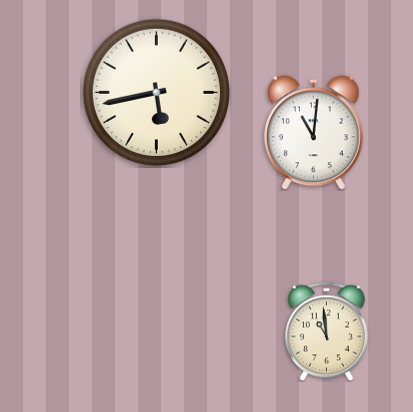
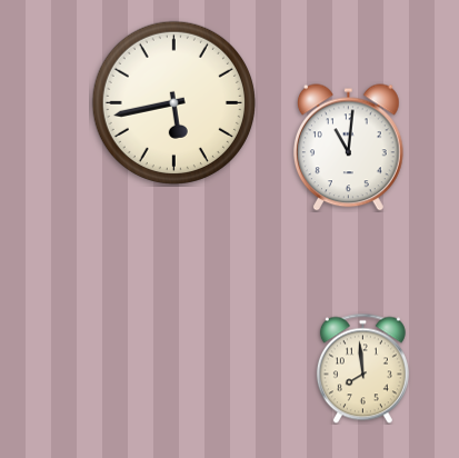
clock at (326, 331): 10:59 -> 7:59
